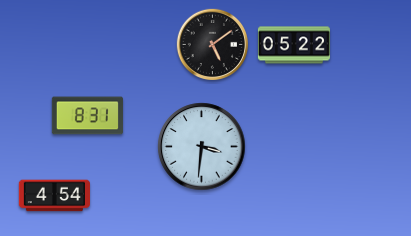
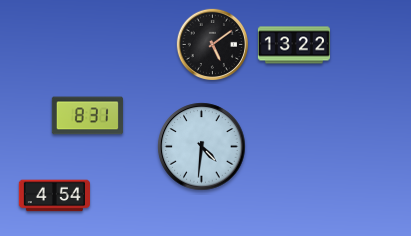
clock at (294, 45): 05:22 -> 13:22
clock at (202, 147): 3:31 -> 4:31
